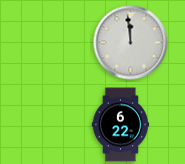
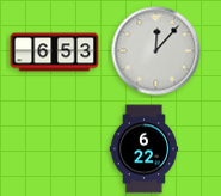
clock at (131, 43): 11:59 -> 12:07
clock at (55, 53): none -> 6:53
